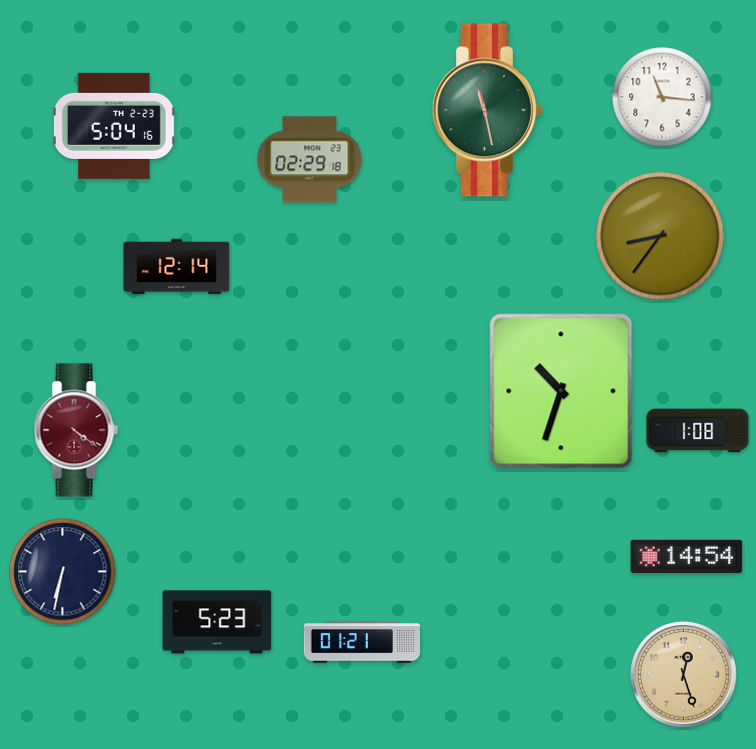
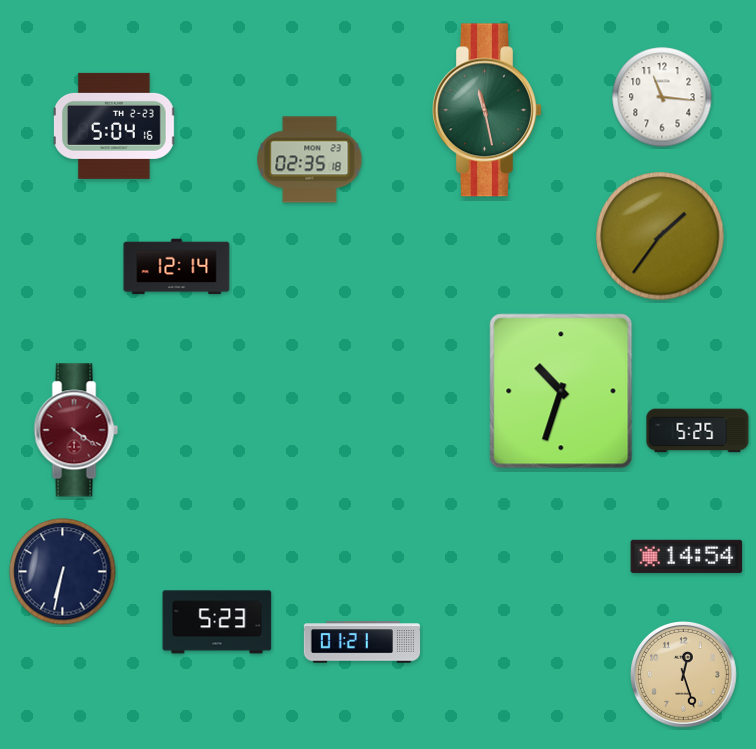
clock at (310, 160): 02:29 -> 02:35
clock at (660, 236): 8:36 -> 1:36
clock at (698, 431): 1:08 -> 5:25
